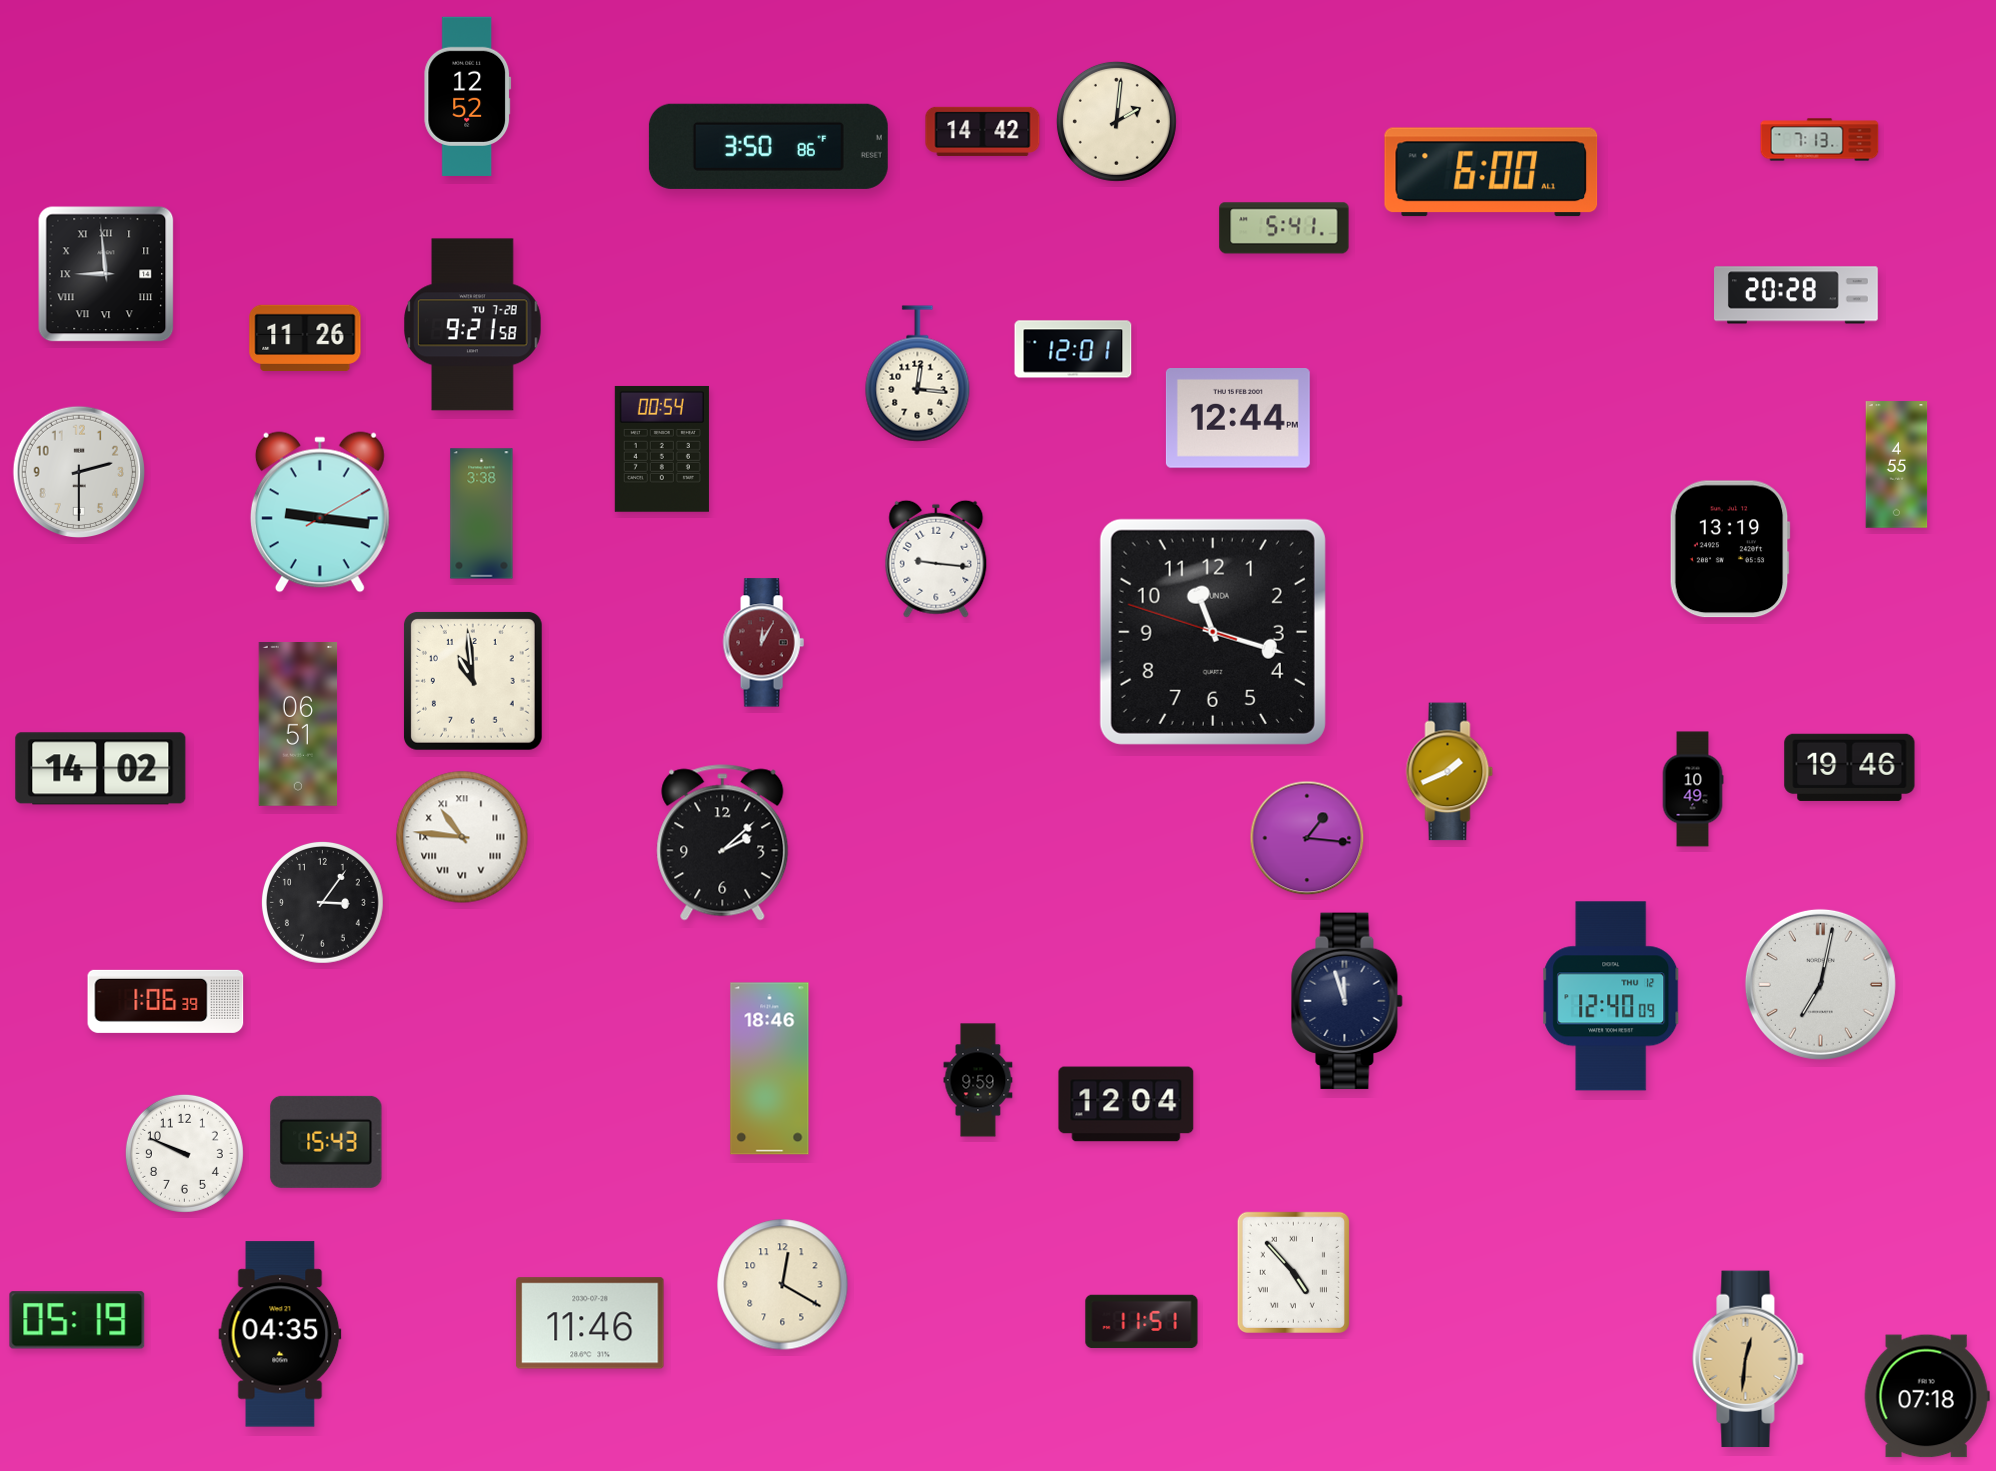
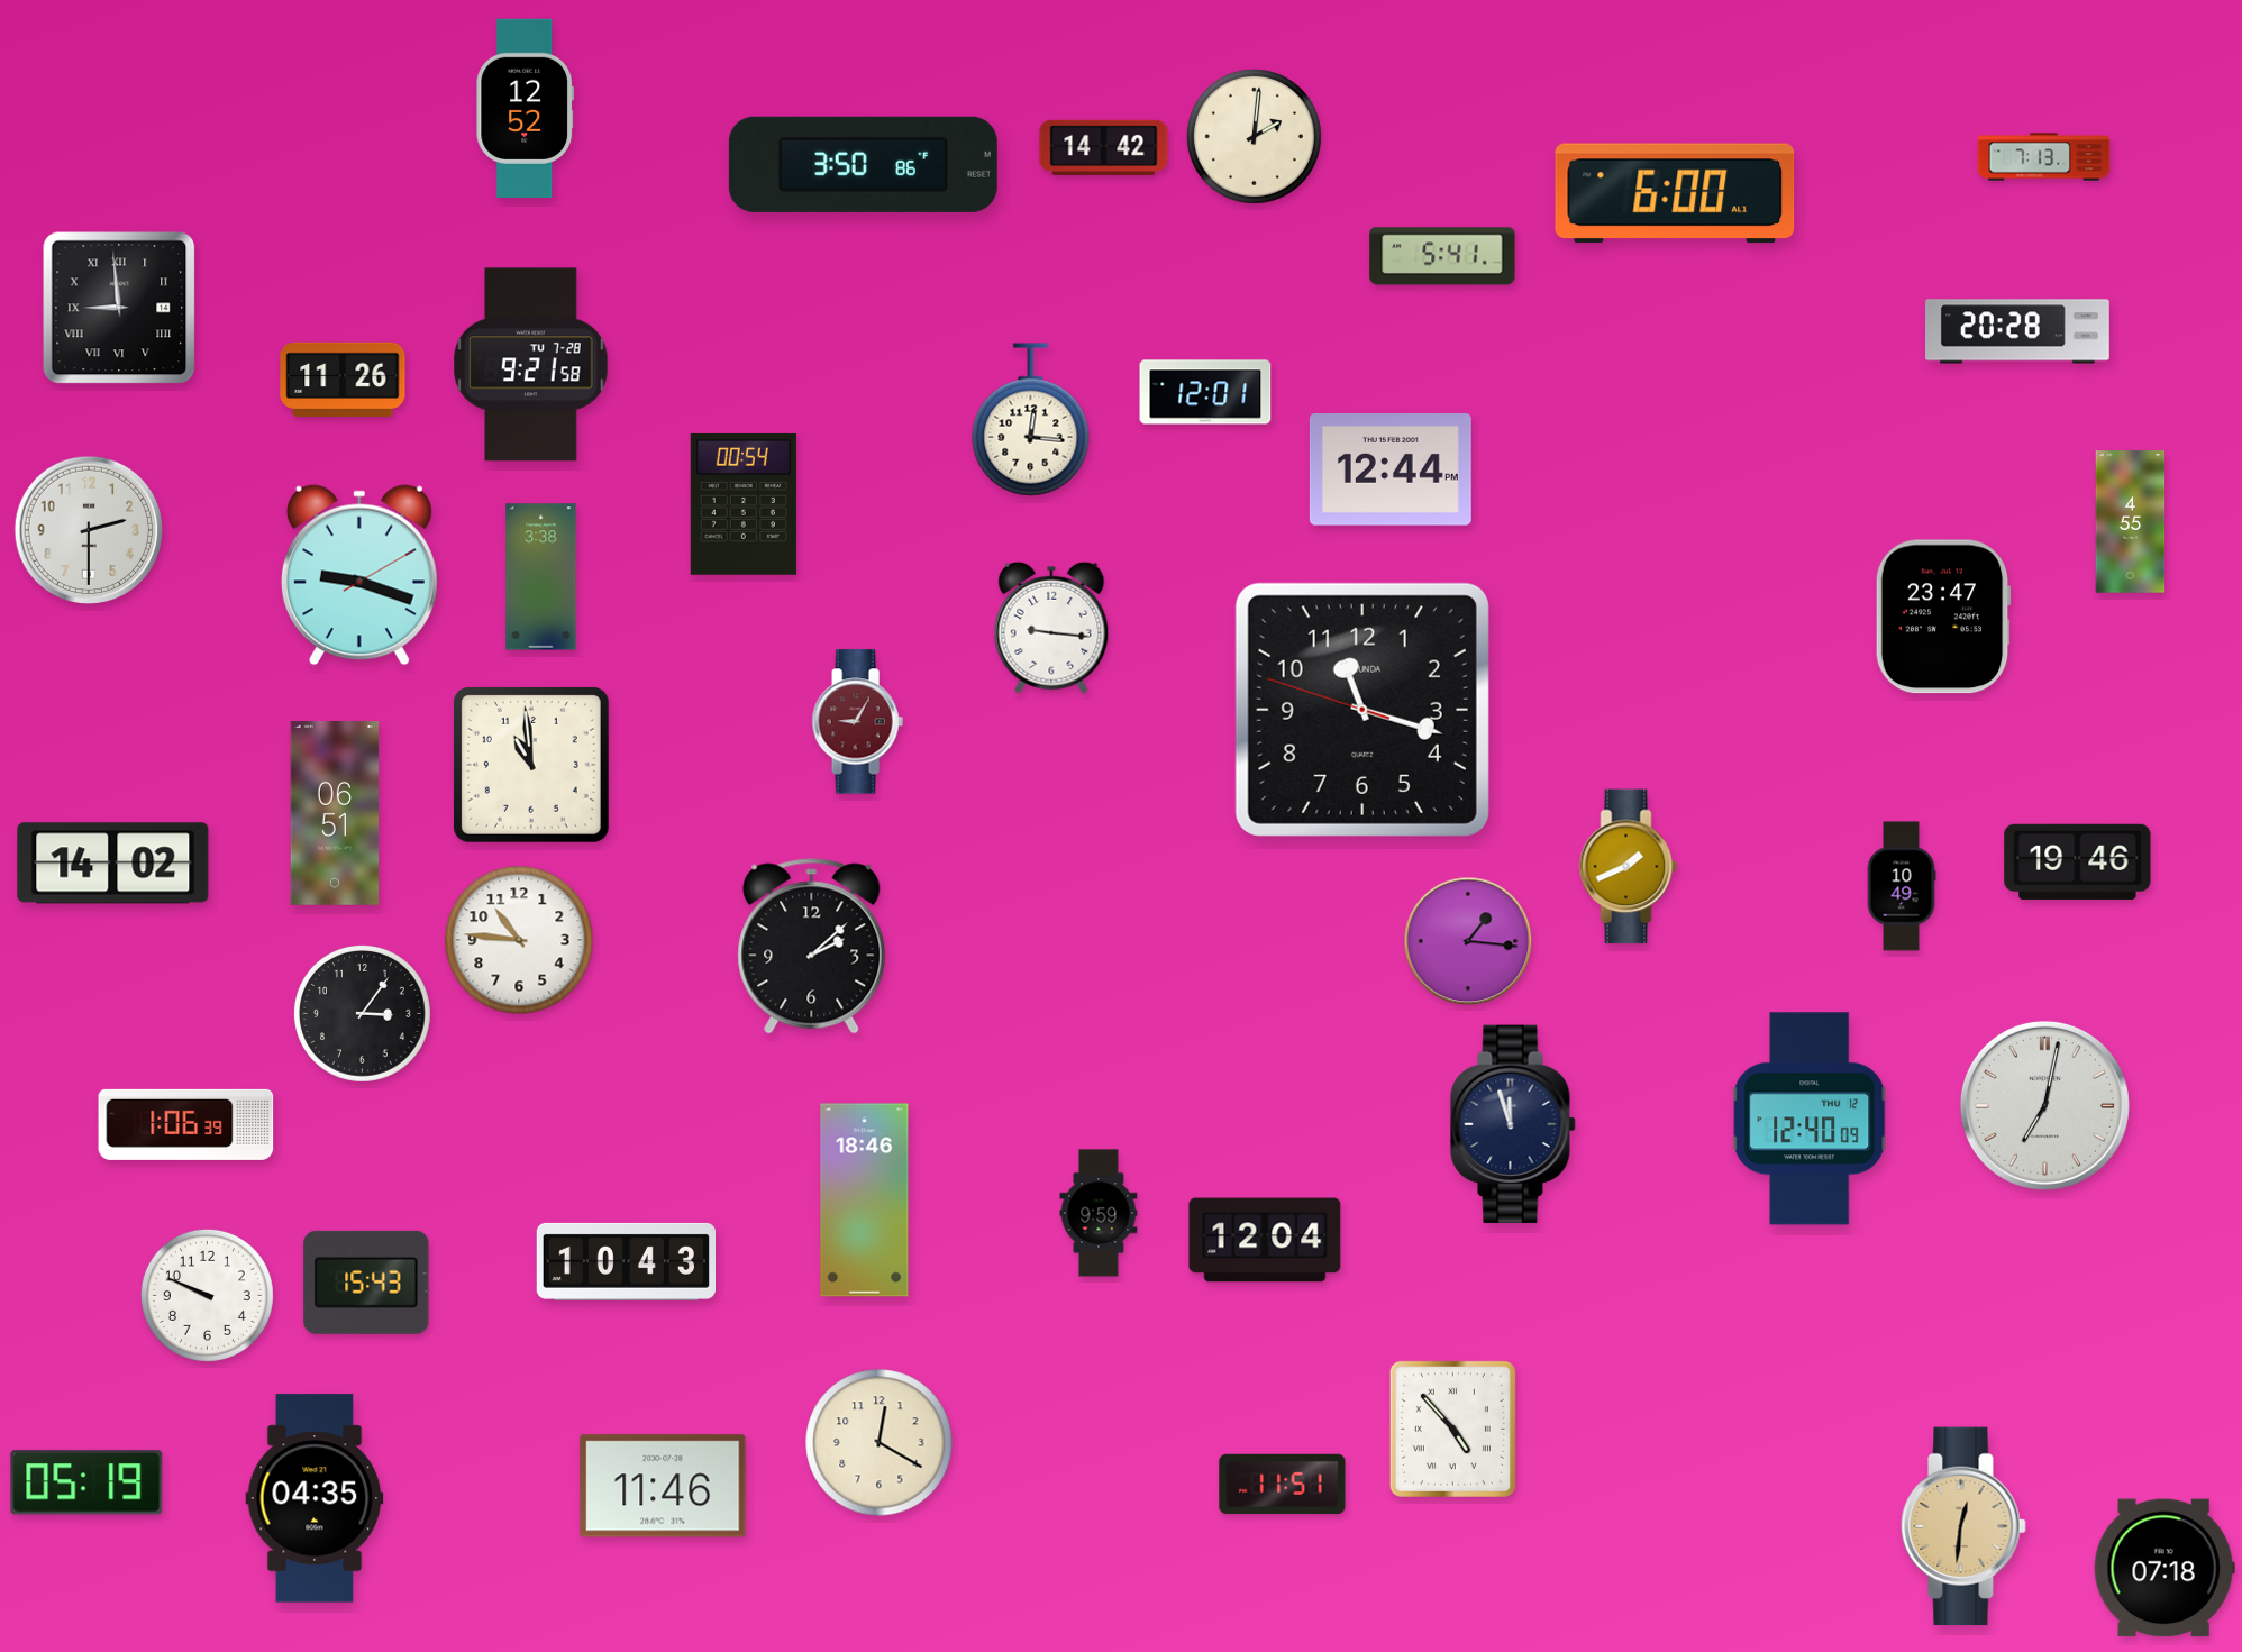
clock at (320, 512): 9:16 -> 9:18
clock at (1730, 549): 13:19 -> 23:47
clock at (763, 643): 12:05 -> 9:05
clock at (462, 837) numerals: Roman -> Arabic
clock at (626, 1261): none -> 10:43
